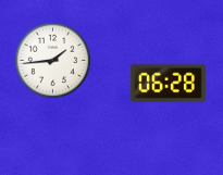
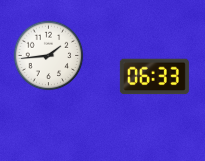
clock at (168, 84): 06:28 -> 06:33
